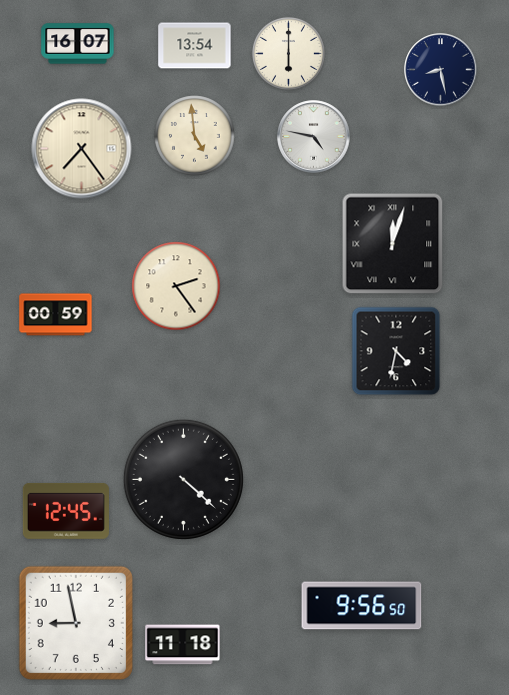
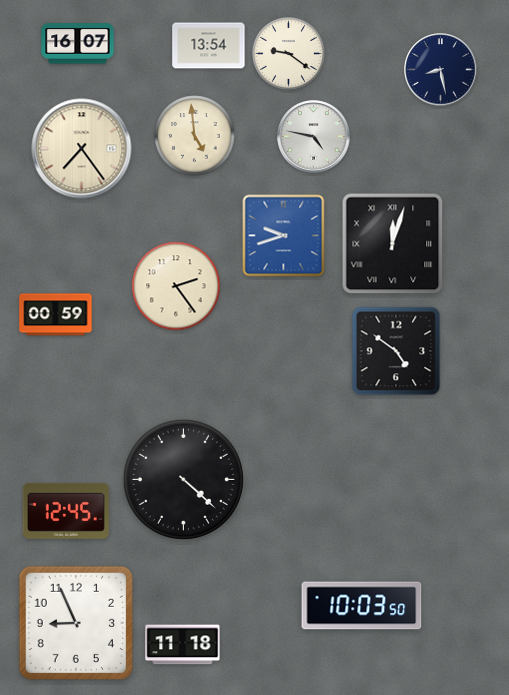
clock at (195, 46) position: (195, 46) -> (209, 46)
clock at (288, 53): 6:00 -> 9:21
clock at (284, 236): none -> 9:42
clock at (396, 351): 4:32 -> 4:51
clock at (362, 606): 9:56 -> 10:03
clock at (76, 623): 8:58 -> 8:56
